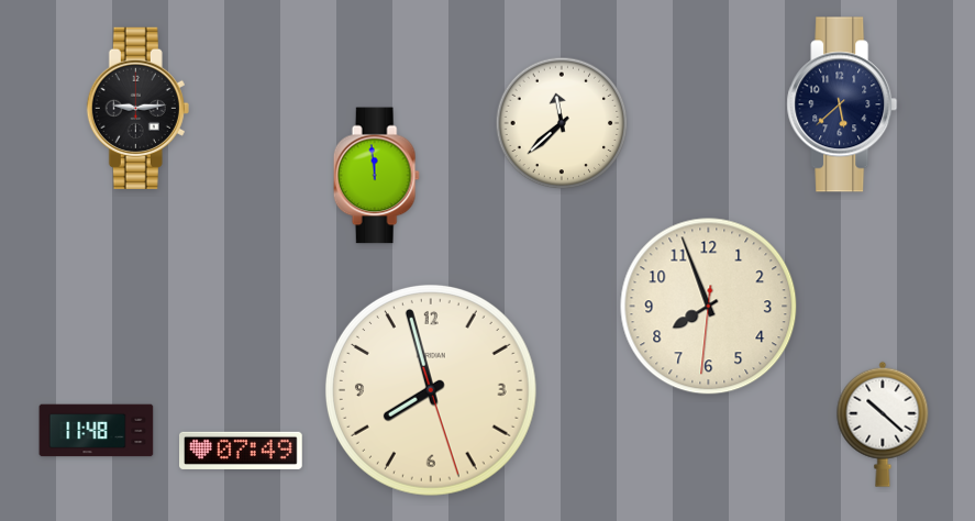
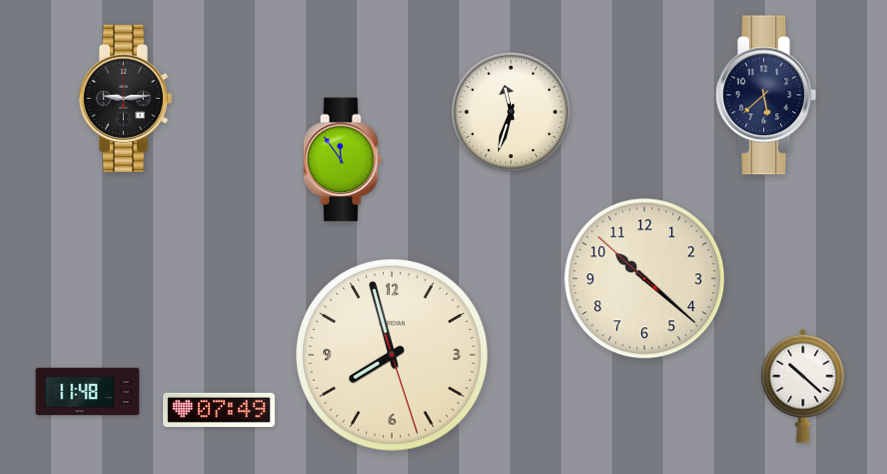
clock at (562, 123): 11:38 -> 11:33
clock at (376, 176): 11:59 -> 11:54
clock at (709, 307): 7:56 -> 10:21
